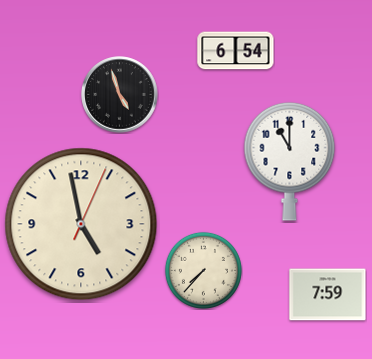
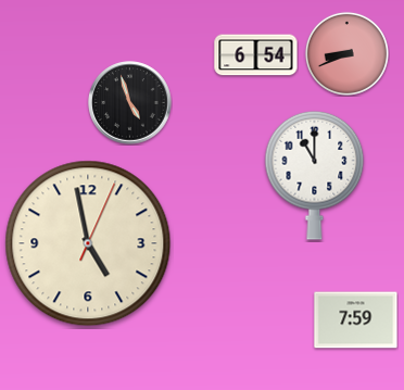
clock at (346, 53): none -> 8:41
clock at (203, 270): 7:37 -> none
